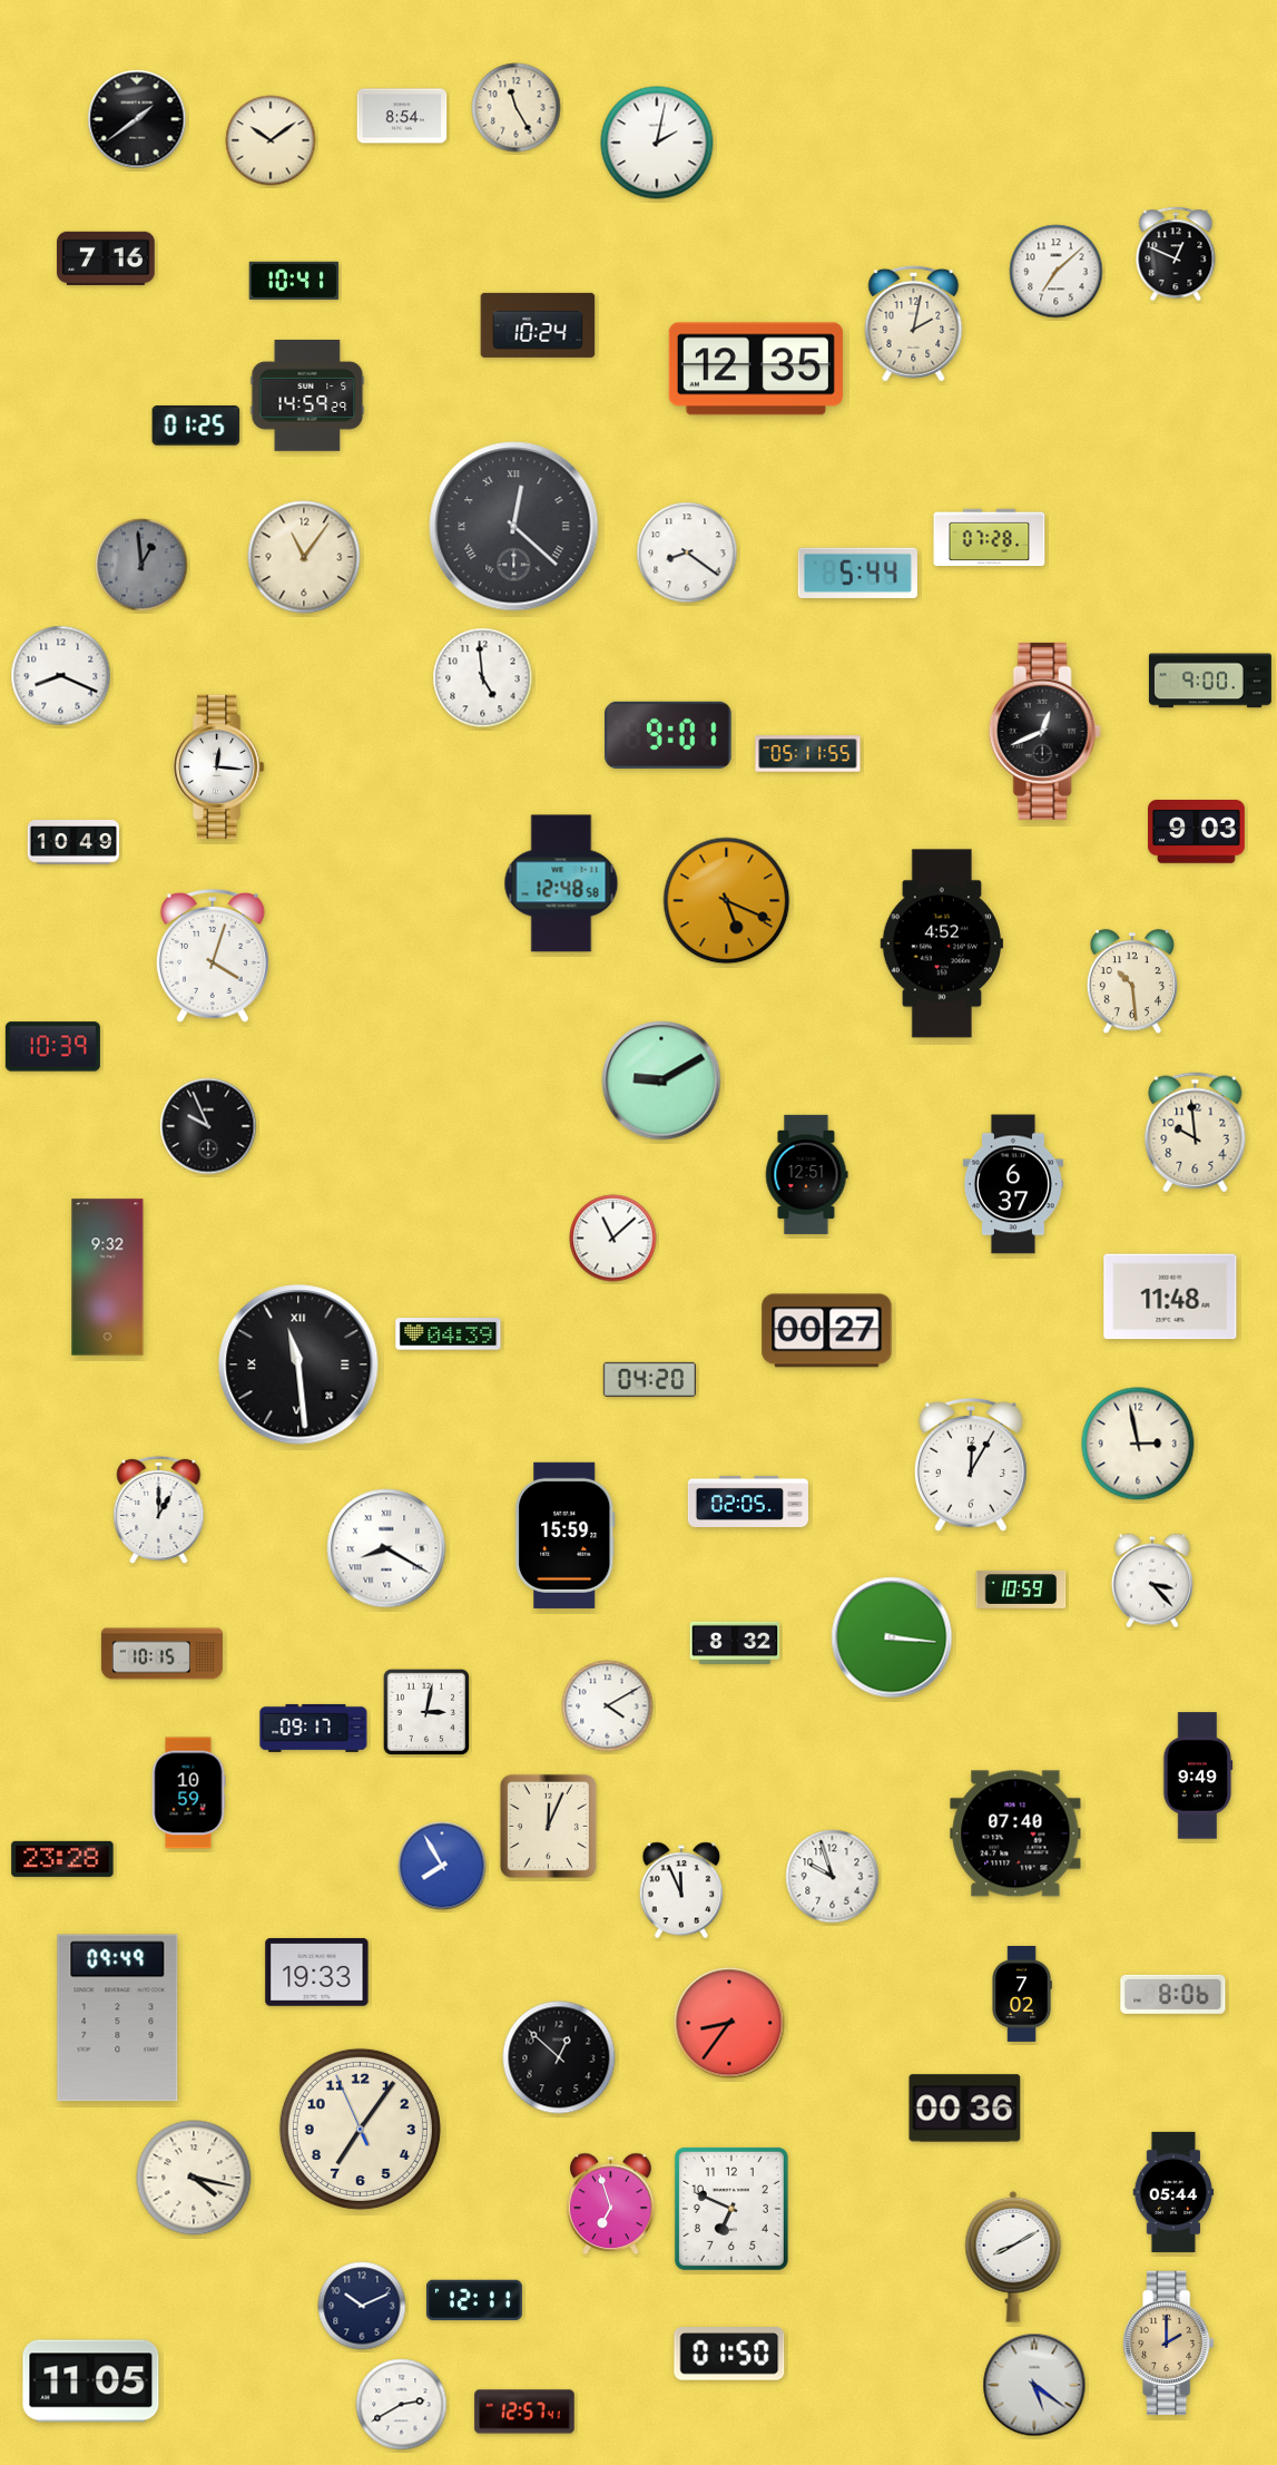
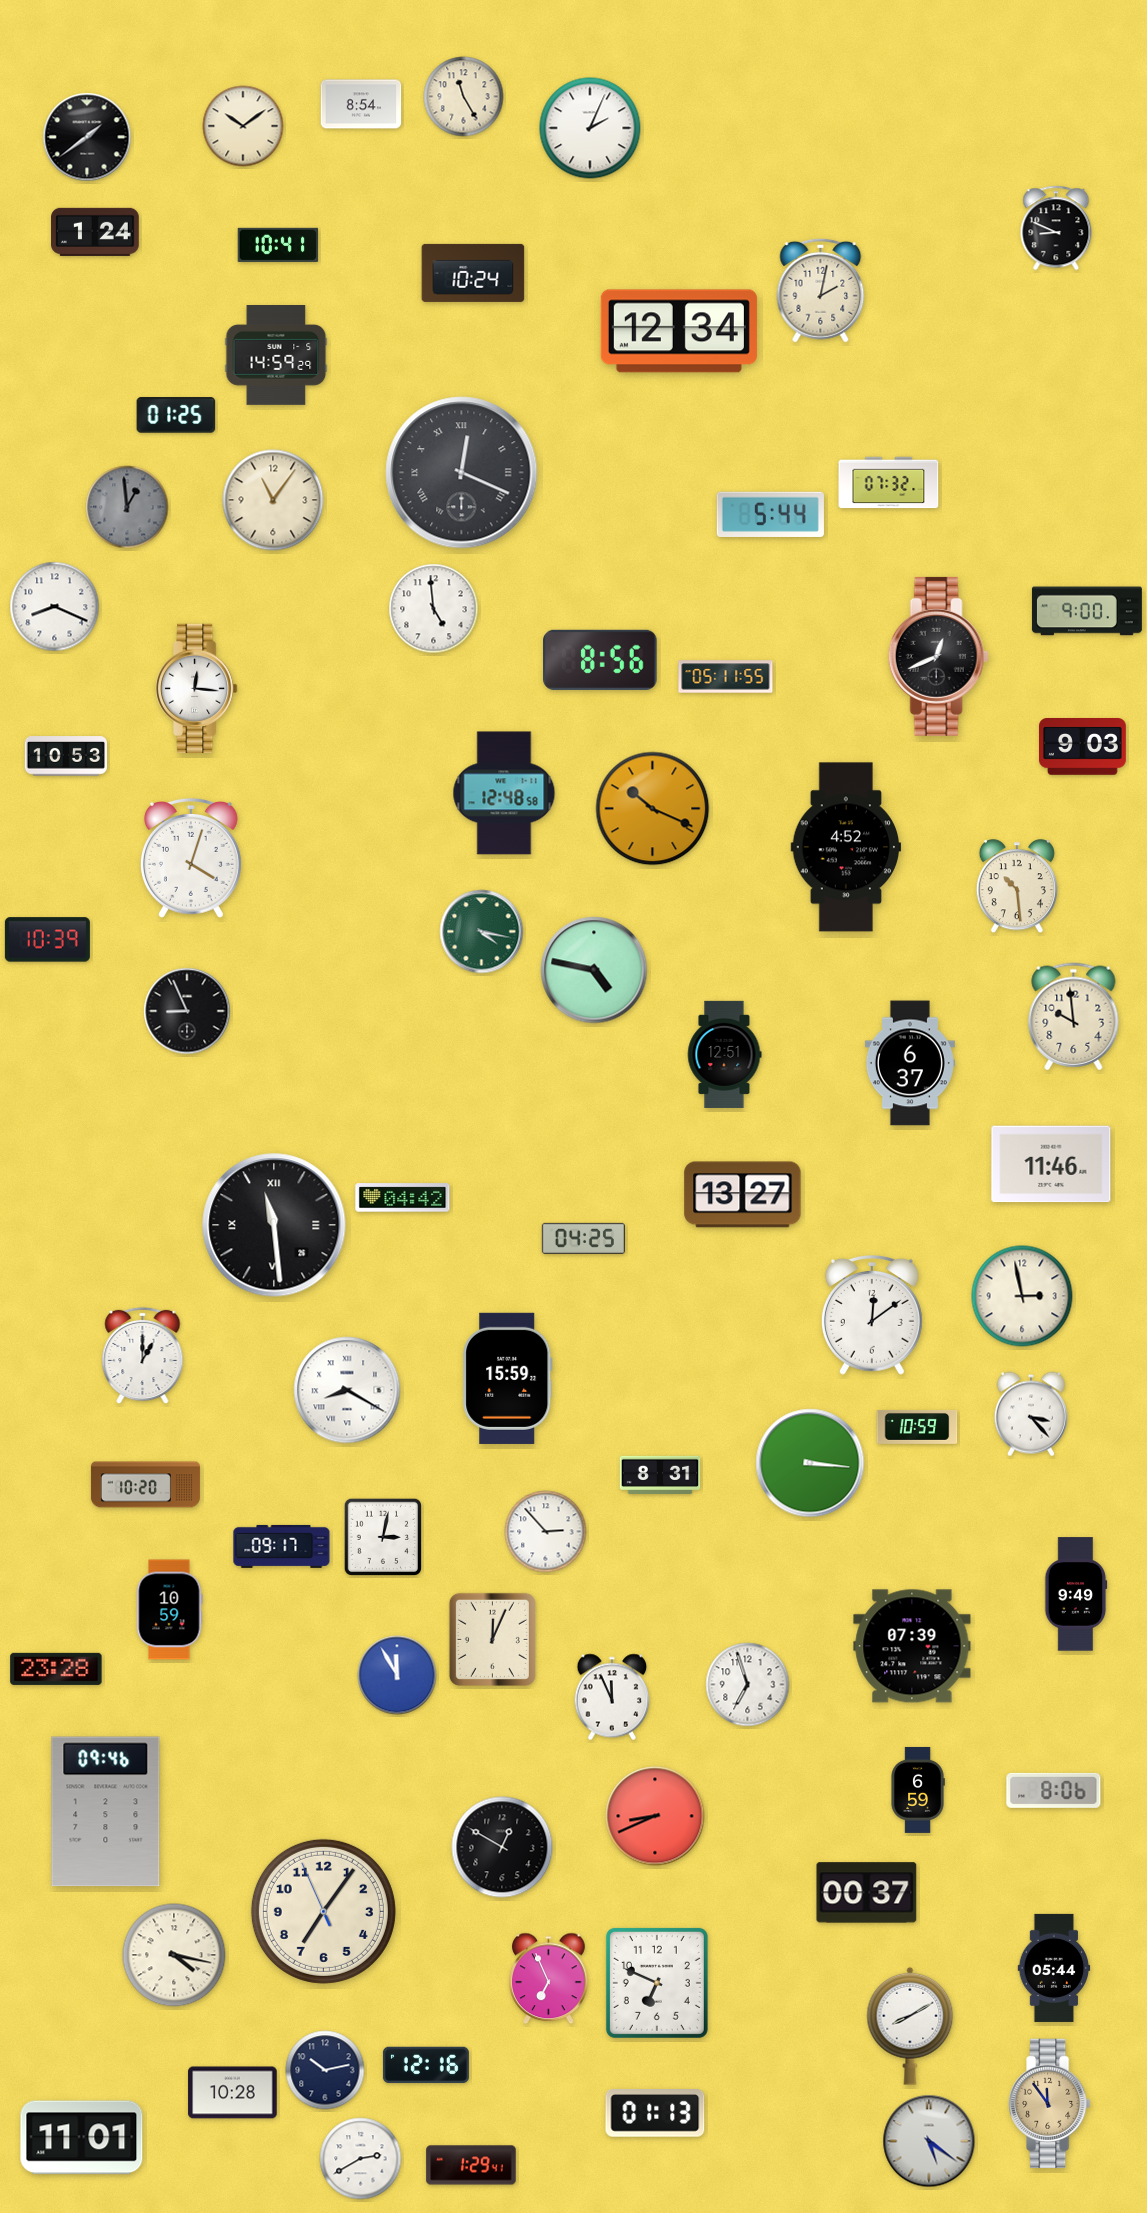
clock at (137, 119) position: (137, 119) -> (87, 137)
clock at (657, 143): 2:02 -> 2:04
clock at (1176, 254): 12:49 -> 8:49
clock at (106, 258): 7:16 -> 1:24
clock at (1057, 272): 7:08 -> none
clock at (294, 281) position: (294, 281) -> (278, 245)
clock at (538, 325) position: (538, 325) -> (473, 273)
clock at (756, 369): 12:35 -> 12:34
clock at (196, 425) position: (196, 425) -> (176, 415)
clock at (514, 527): 12:22 -> 12:19
clock at (990, 538): 07:28 -> 07:32
clock at (687, 552): 8:21 -> none
clock at (668, 735): 9:01 -> 8:56
clock at (1197, 832) position: (1197, 832) -> (1083, 747)
clock at (72, 842): 10:49 -> 10:53
clock at (727, 901): 5:19 -> 10:19
clock at (1132, 982) position: (1132, 982) -> (1017, 887)
clock at (482, 932): none -> 4:17
clock at (661, 1080): 9:10 -> 4:47
clock at (208, 1126): 9:56 -> 8:56
clock at (613, 1239): 11:08 -> none
clock at (108, 1278): 9:32 -> none
clock at (1170, 1297): 11:48 -> 11:46
clock at (827, 1331): 00:27 -> 13:27
clock at (449, 1334): 04:39 -> 04:42
clock at (298, 1364) position: (298, 1364) -> (274, 1225)
clock at (649, 1379): 04:20 -> 04:25
clock at (971, 1466): 12:05 -> 12:09
clock at (748, 1502): 02:05 -> none
clock at (1152, 1581) position: (1152, 1581) -> (1031, 1414)
clock at (892, 1637) position: (892, 1637) -> (810, 1463)
clock at (735, 1642): 8:32 -> 8:31
clock at (161, 1654): 10:15 -> 10:20
clock at (608, 1706): 4:10 -> 2:53
clock at (314, 1728) position: (314, 1728) -> (282, 1546)
clock at (1015, 1833): 07:40 -> 07:39
clock at (442, 1866): 7:55 -> 11:55
clock at (833, 1877): 9:57 -> 6:57
clock at (317, 1973): 19:33 -> none
clock at (1022, 1994): 7:02 -> 6:59
clock at (118, 2018): 09:49 -> 09:46
clock at (729, 2023): 8:36 -> 8:41
clock at (559, 2057): 12:52 -> 12:50
clock at (965, 2109): 00:36 -> 00:37
clock at (611, 2204): 6:57 -> 6:56
clock at (474, 2300): 12:11 -> 12:16
clock at (362, 2306): 10:11 -> 10:13
clock at (233, 2093): none -> 10:28
clock at (1169, 2344): 2:00 -> 11:54
clock at (729, 2355): 01:50 -> 01:13
clock at (91, 2381): 11:05 -> 11:01
clock at (524, 2412): 12:57 -> 1:29
